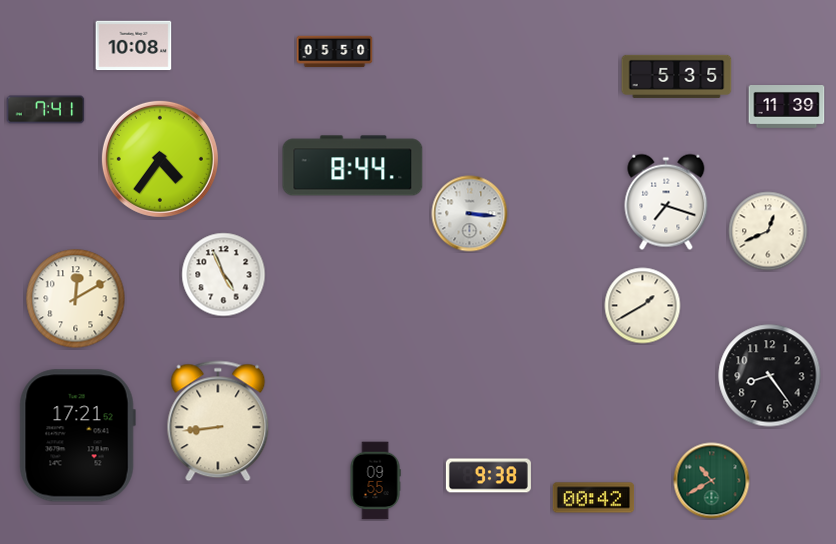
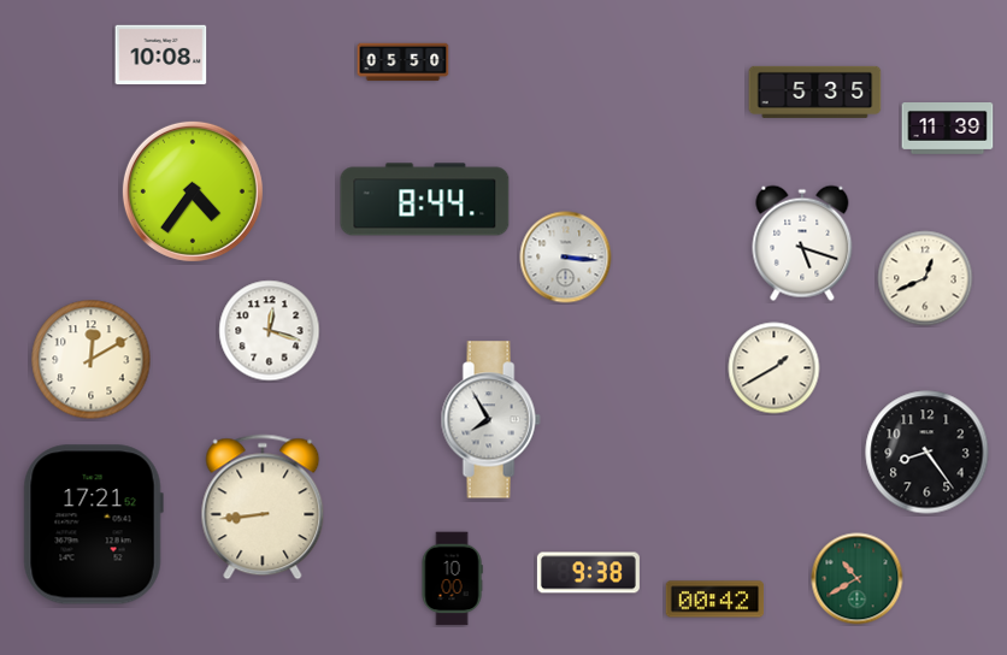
clock at (46, 110): 7:41 -> none
clock at (666, 202): 7:18 -> 5:18
clock at (224, 275): 4:56 -> 12:18
clock at (490, 420): none -> 7:55
clock at (375, 481): 09:55 -> 10:00
